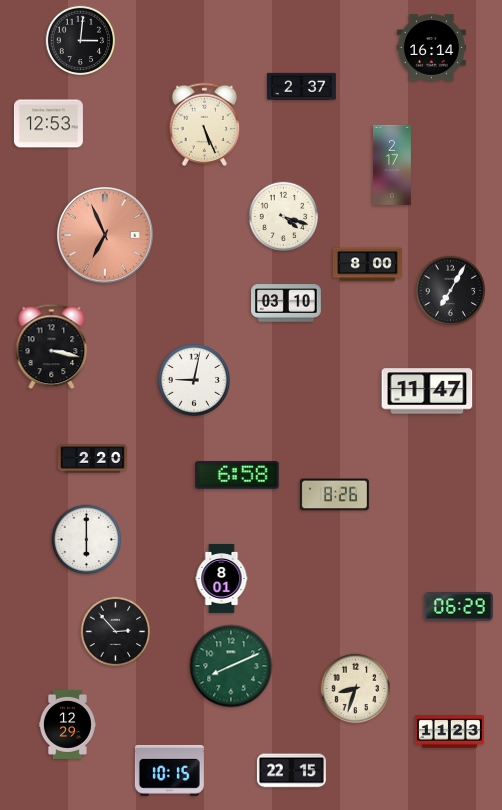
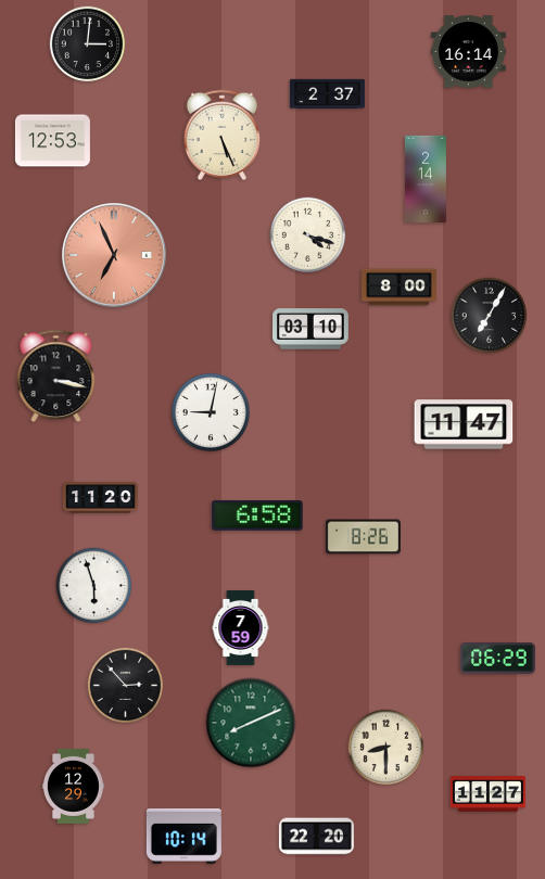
clock at (48, 124) position: (48, 124) -> (52, 141)
clock at (392, 165): 2:17 -> 2:14
clock at (92, 459): 2:20 -> 11:20
clock at (87, 540): 6:00 -> 5:57
clock at (222, 578): 8:01 -> 7:59
clock at (356, 689): 8:33 -> 8:30
clock at (449, 732): 11:23 -> 11:27
clock at (169, 770): 10:15 -> 10:14
clock at (291, 771): 22:15 -> 22:20
